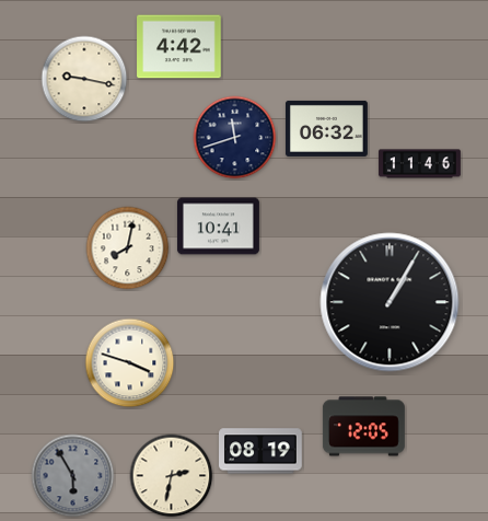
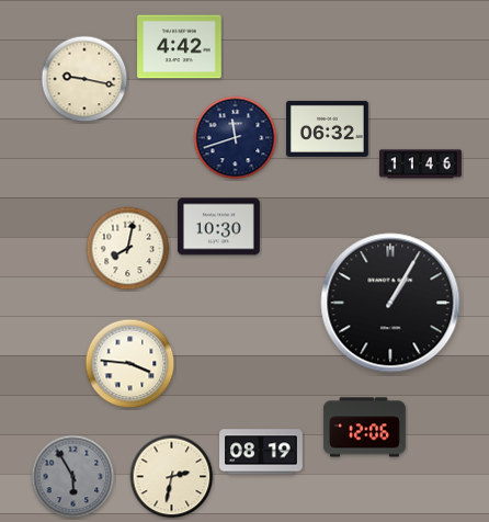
clock at (218, 227): 10:41 -> 10:30
clock at (130, 363): 3:48 -> 3:46
clock at (363, 427): 12:05 -> 12:06
